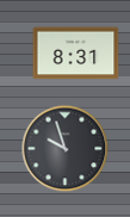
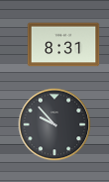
clock at (66, 149): 9:57 -> 9:53
